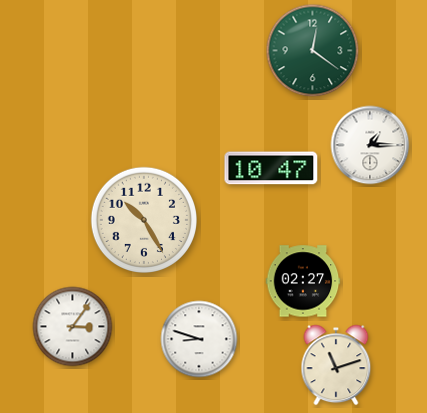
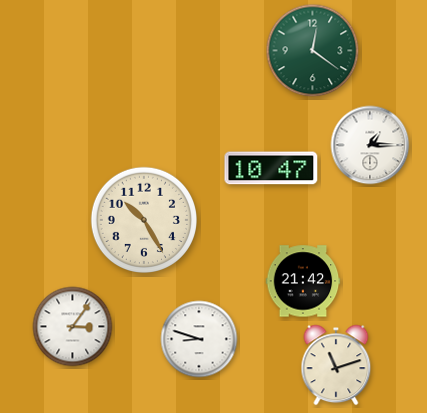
clock at (303, 281): 02:27 -> 21:42
